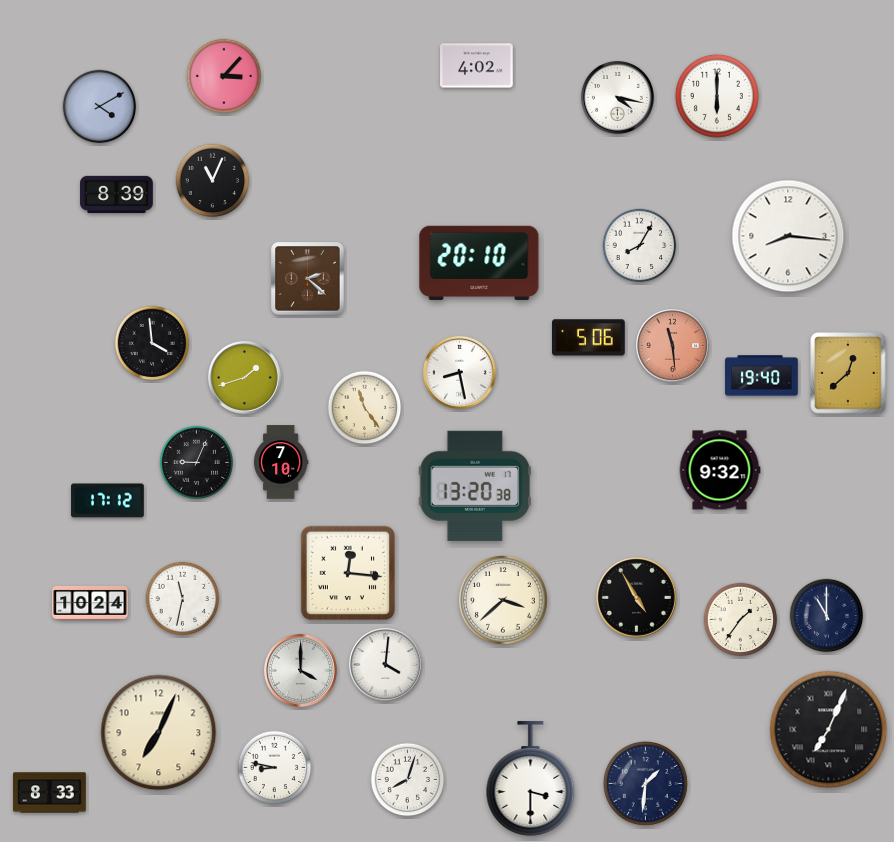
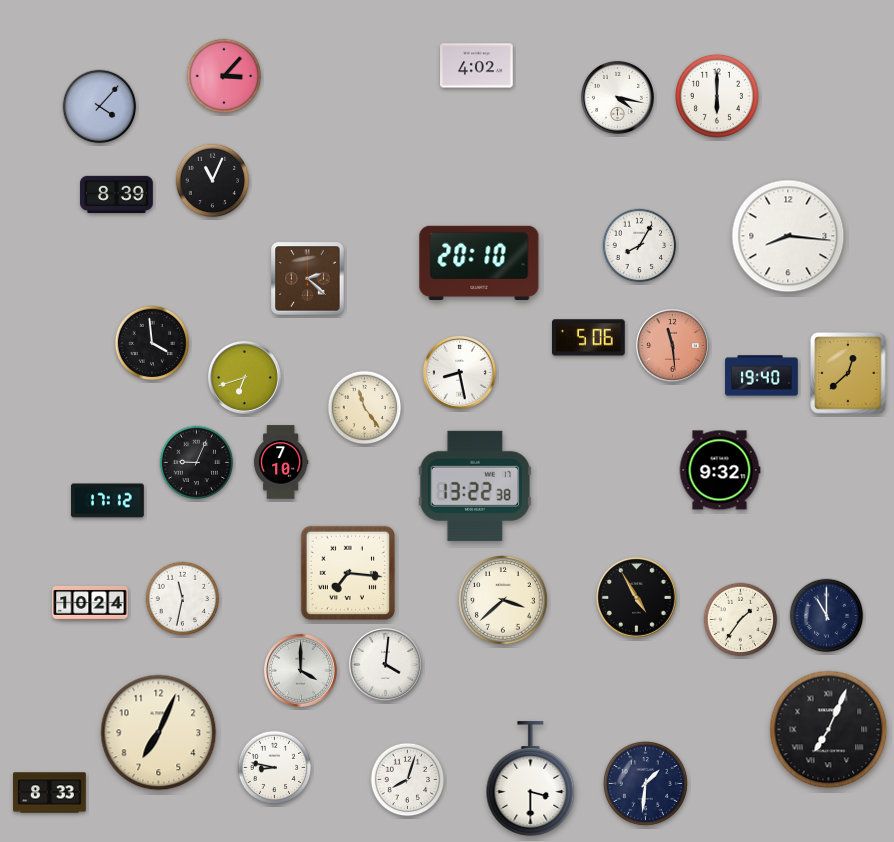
clock at (100, 107): 4:10 -> 4:07
clock at (244, 377): 1:42 -> 6:42
clock at (474, 486): 13:20 -> 13:22
clock at (348, 573): 12:16 -> 7:16
